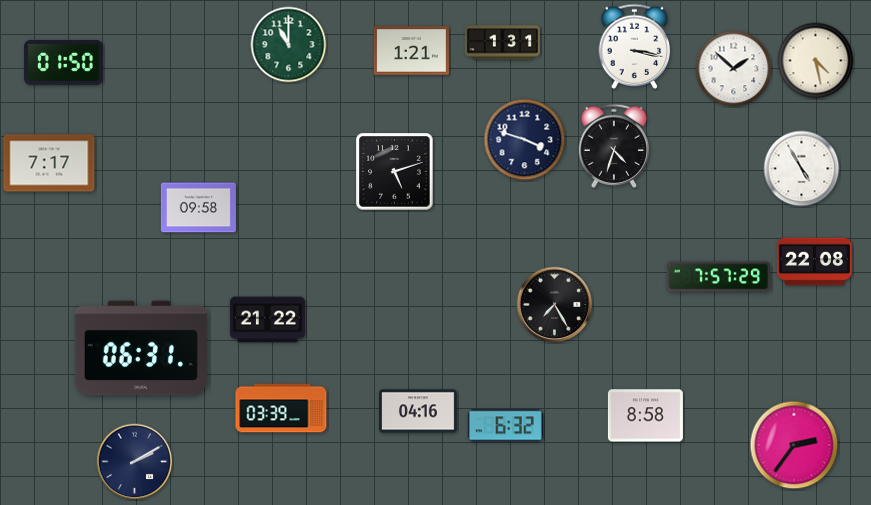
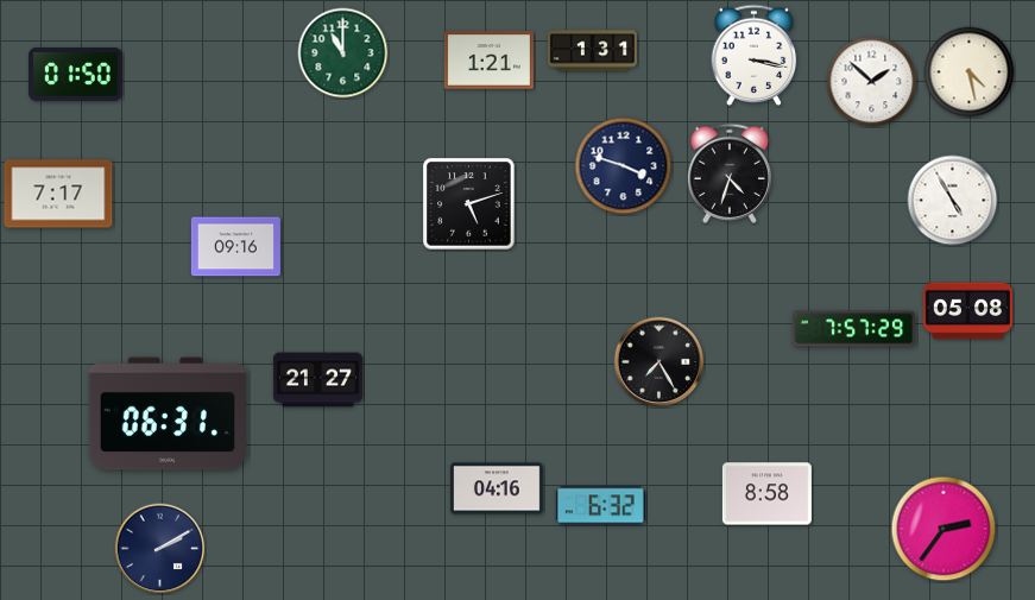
clock at (502, 43) position: (502, 43) -> (592, 51)
clock at (198, 208): 09:58 -> 09:16
clock at (814, 262): 22:08 -> 05:08
clock at (267, 320): 21:22 -> 21:27
clock at (281, 408): 03:39 -> none
